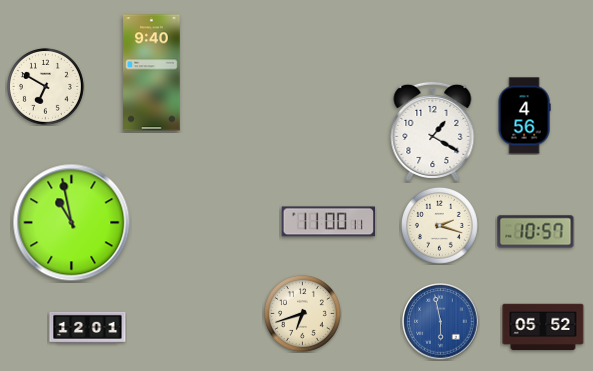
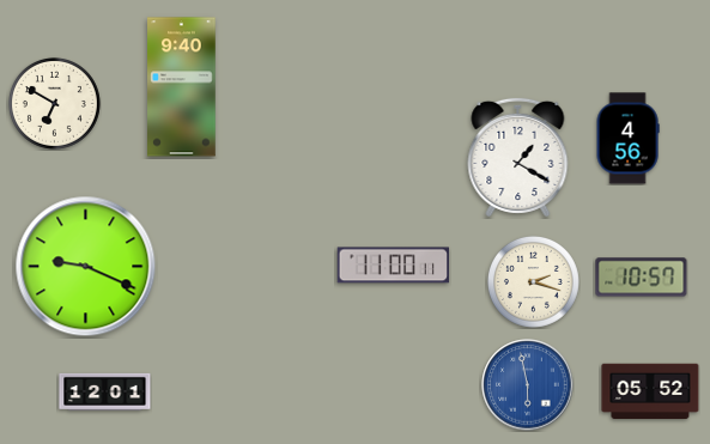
clock at (72, 223): 10:58 -> 9:19
clock at (439, 225) position: (439, 225) -> (533, 281)
clock at (302, 313): 6:42 -> none
